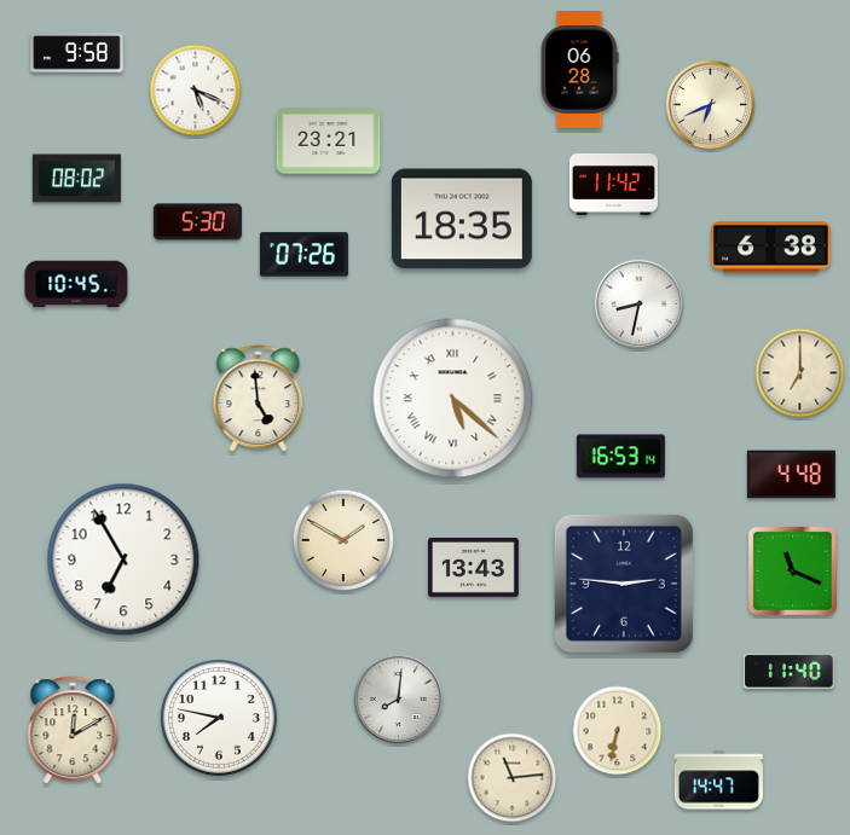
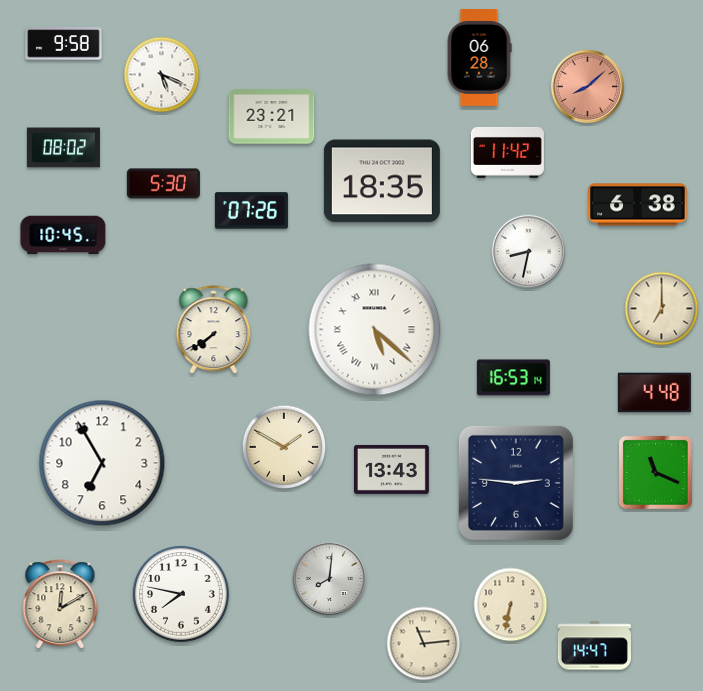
clock at (711, 105): 6:41 -> 8:08
clock at (711, 105) dial: cream -> salmon
clock at (259, 399): 4:59 -> 7:39
clock at (788, 672): 11:40 -> none
